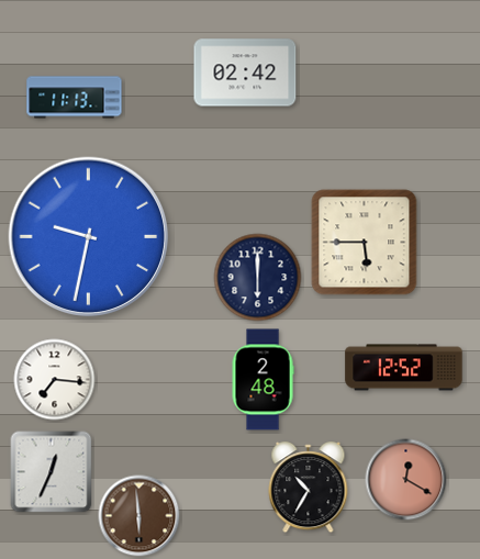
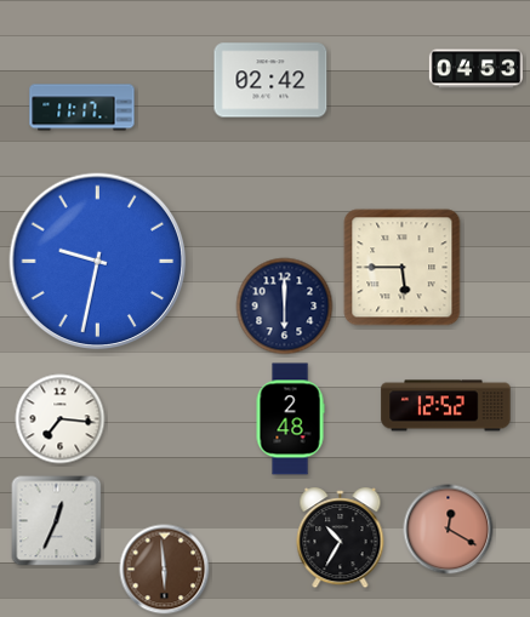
clock at (475, 69): none -> 04:53
clock at (75, 98): 11:13 -> 11:17
clock at (139, 516) position: (139, 516) -> (165, 570)
